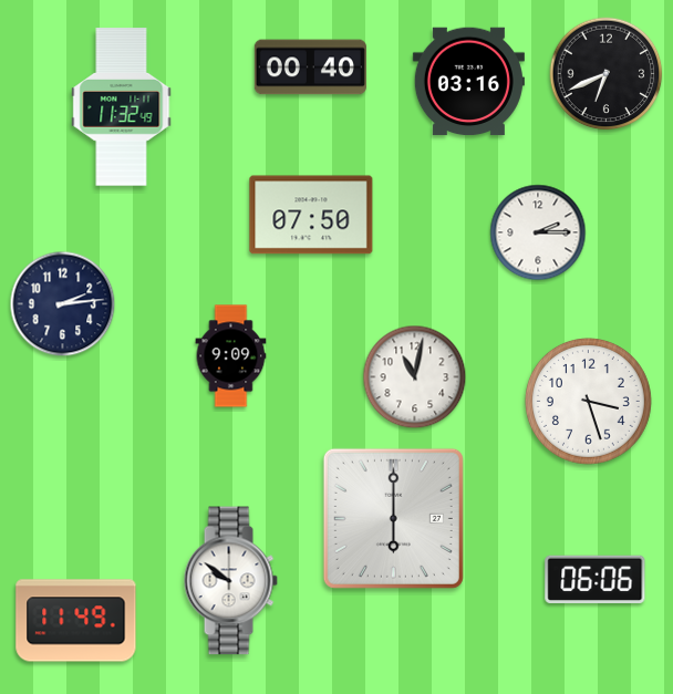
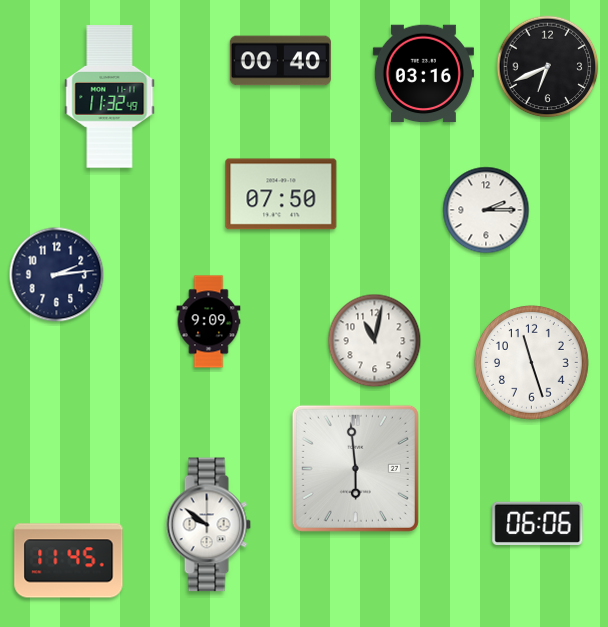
clock at (588, 401): 3:27 -> 11:27
clock at (393, 518): 6:00 -> 5:59
clock at (76, 621): 11:49 -> 11:45
